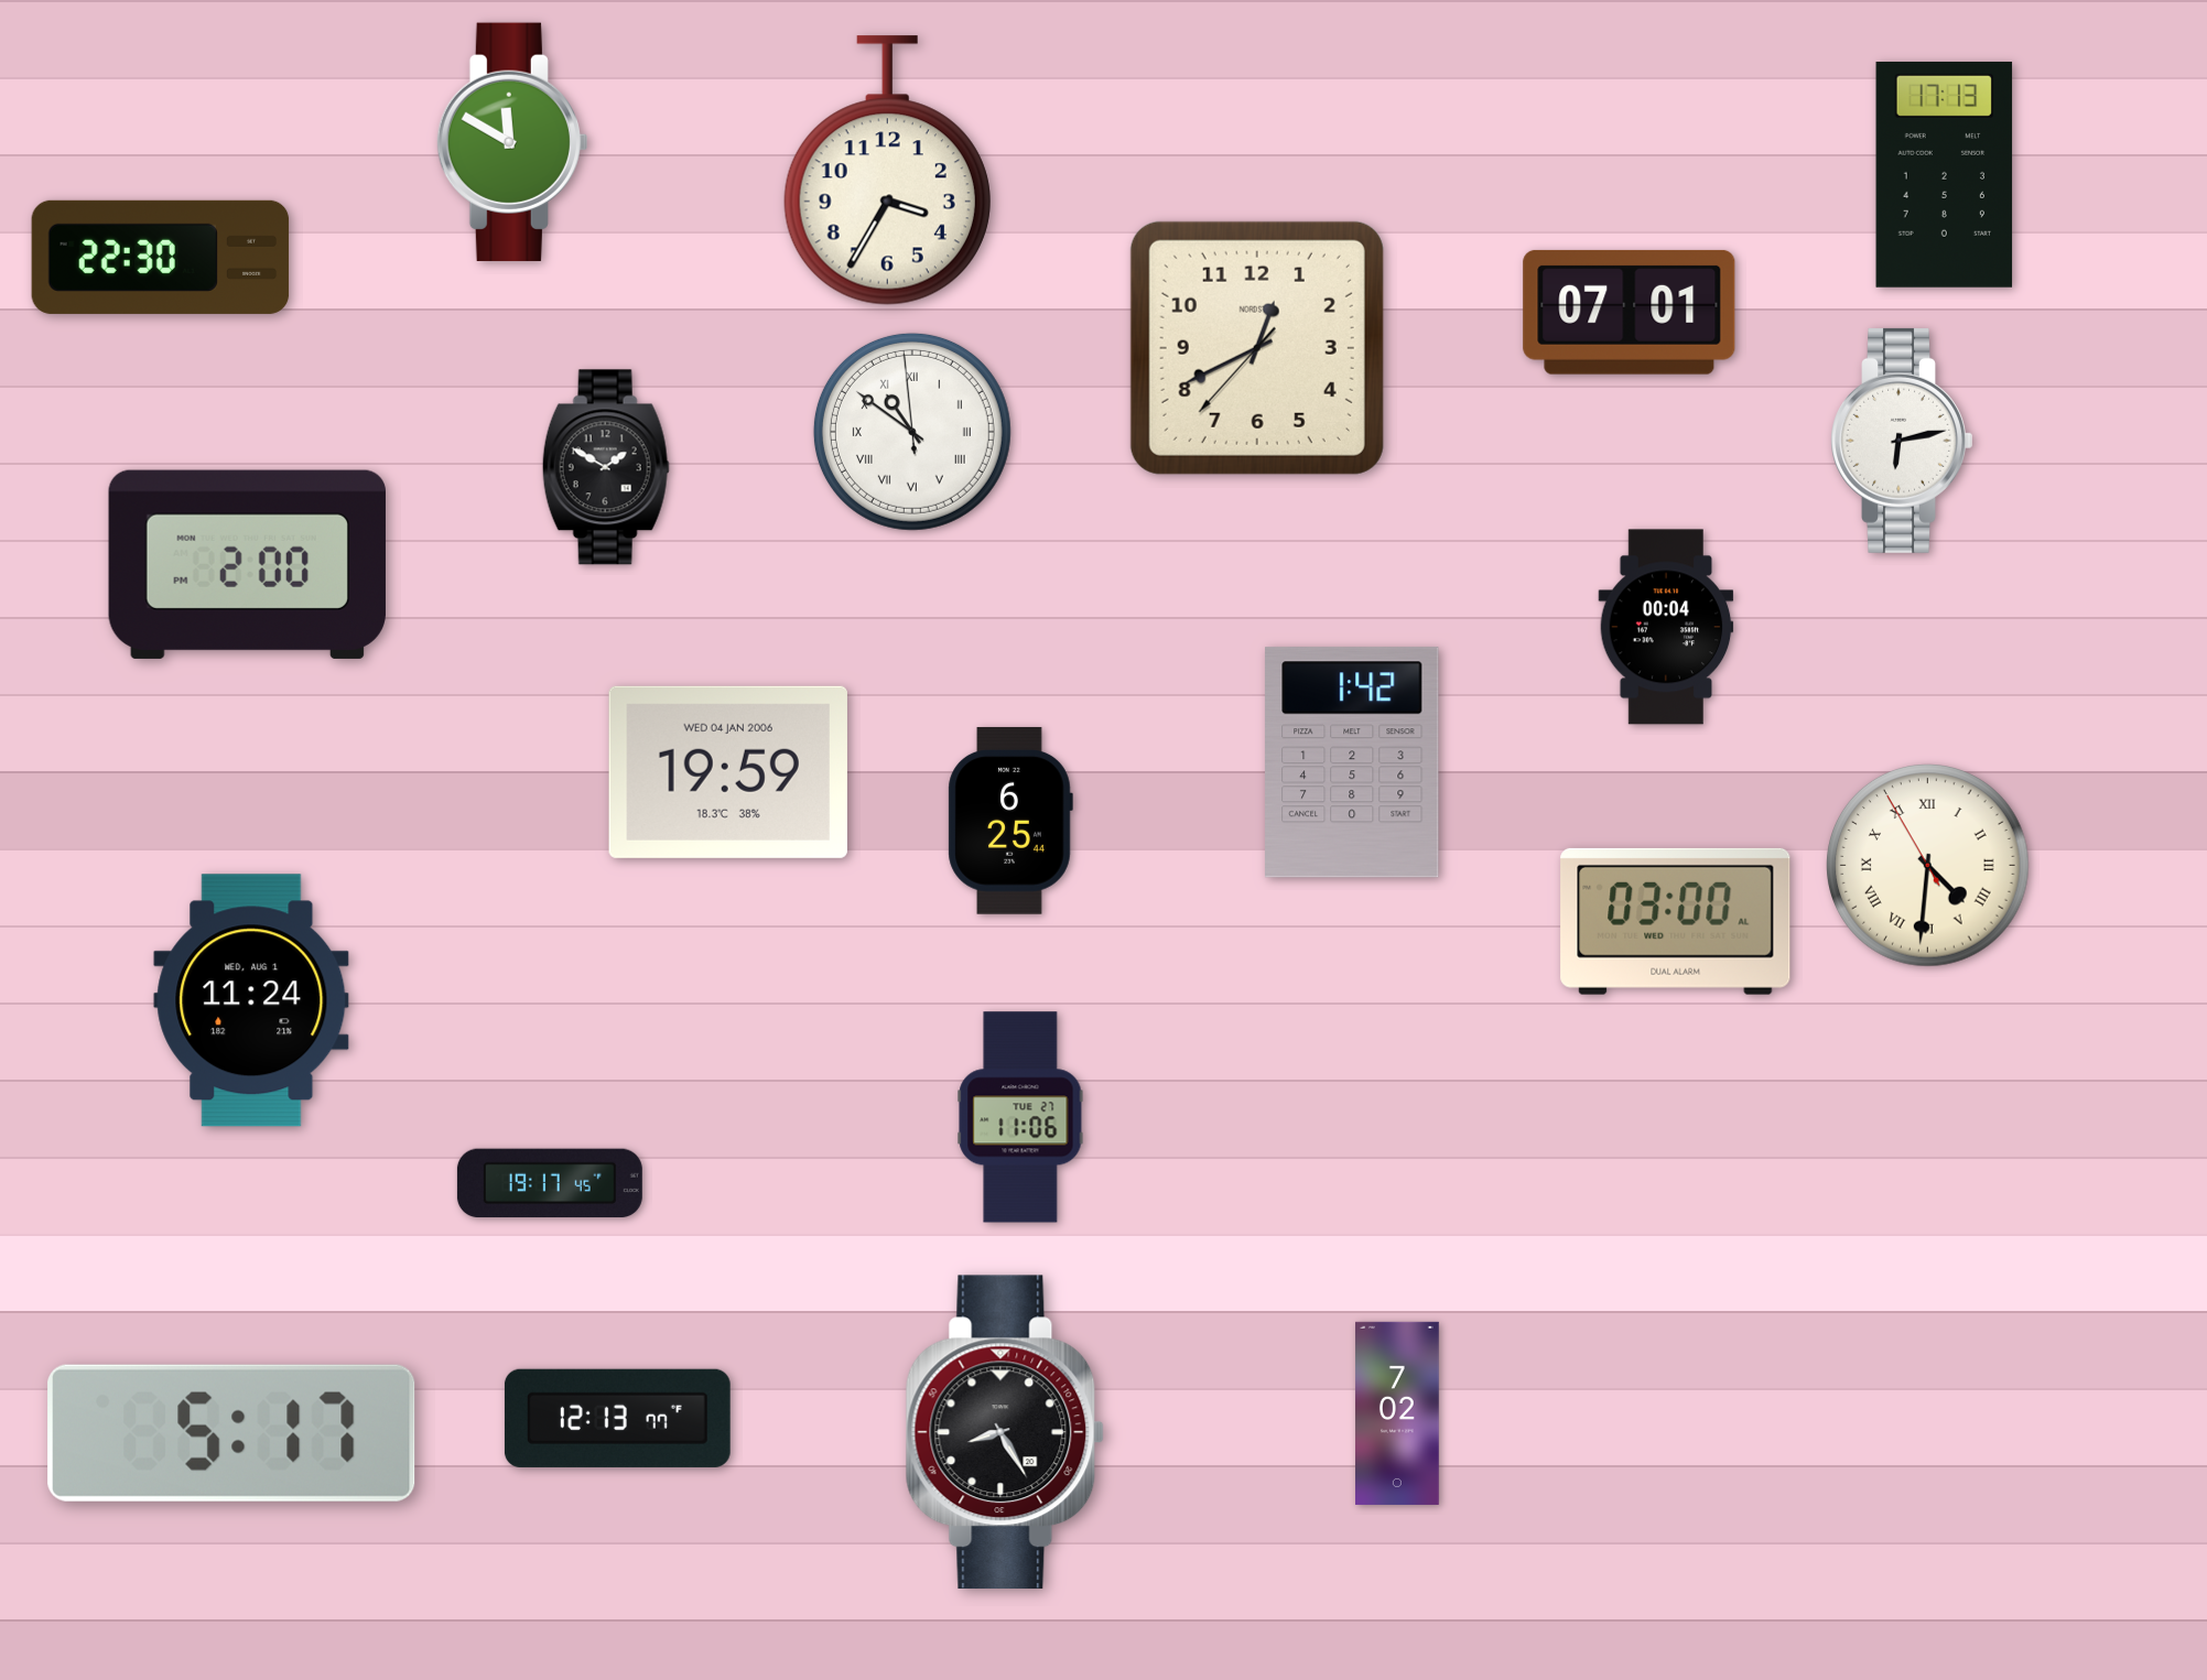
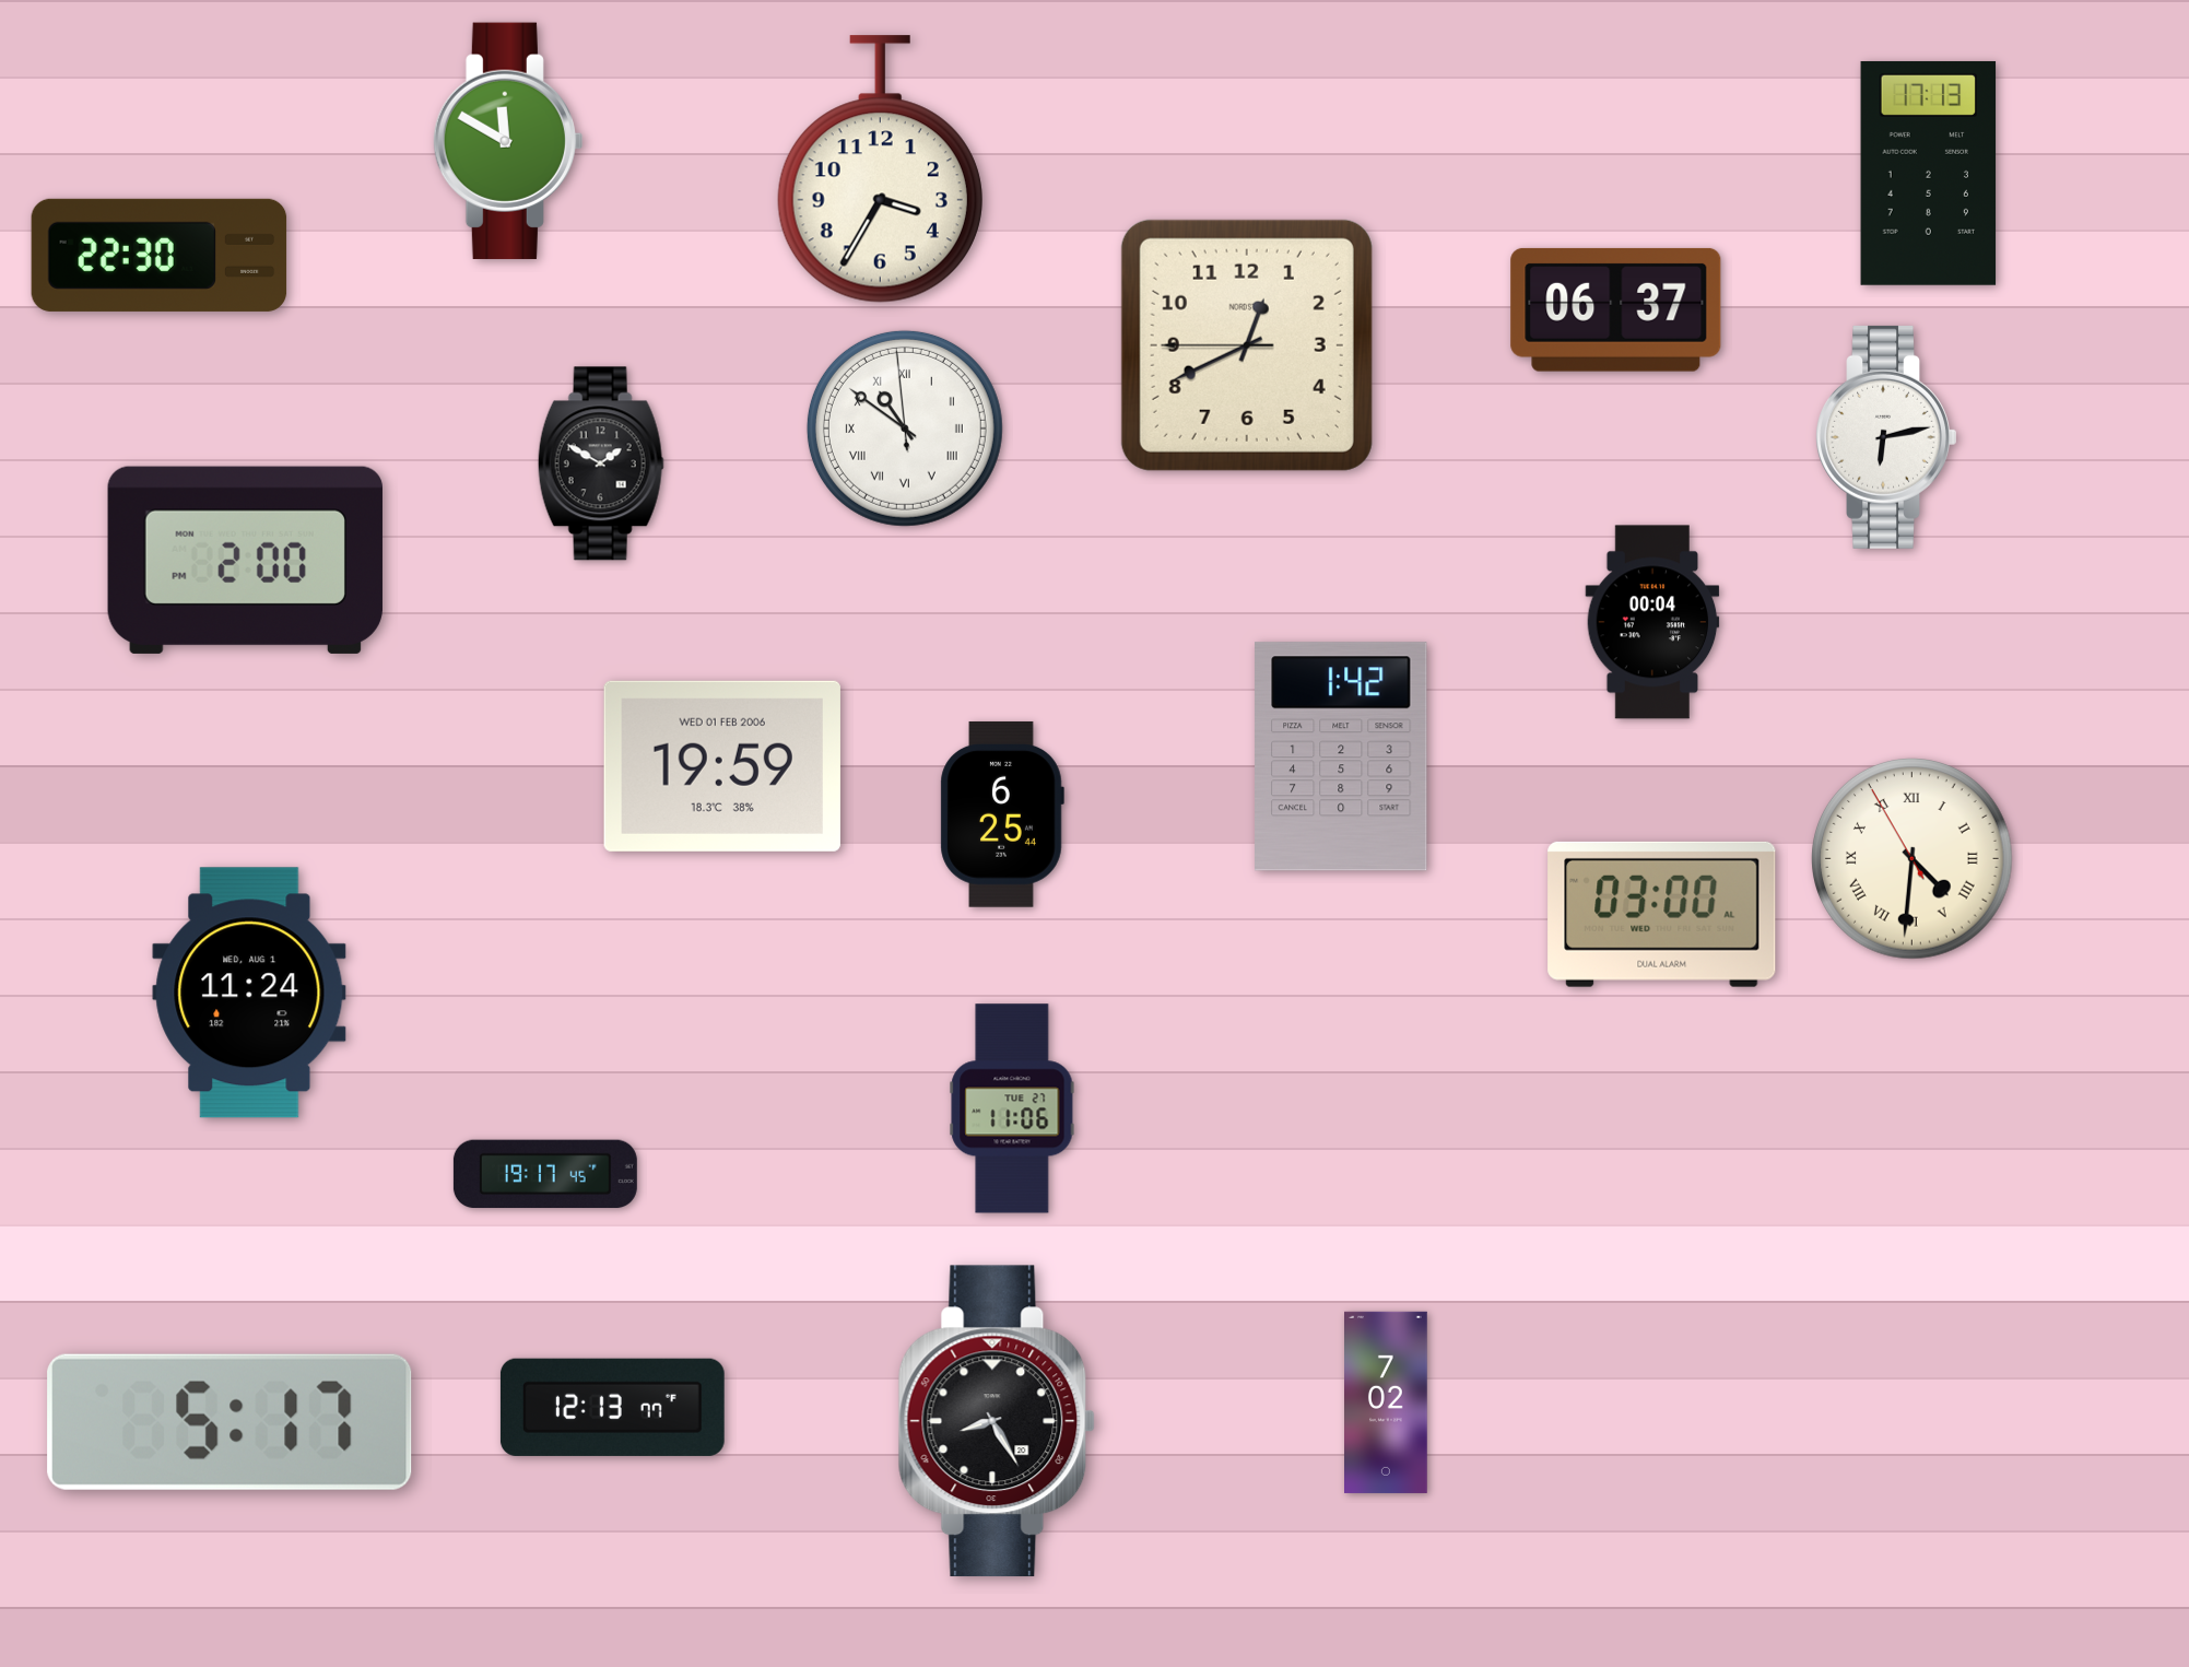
clock at (1630, 312): 07:01 -> 06:37
clock at (1257, 348): 12:40:37 -> 12:40:45
clock at (728, 772) date: WED 04 JAN 2006 -> WED 01 FEB 2006
